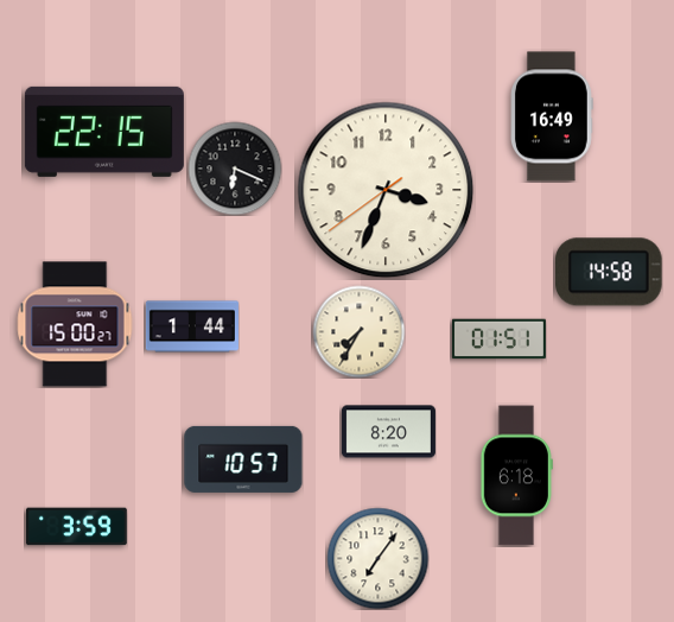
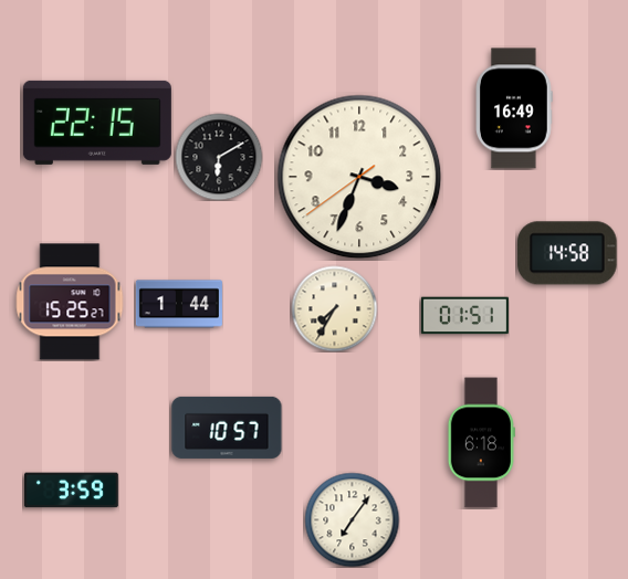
clock at (235, 169): 6:19 -> 6:10
clock at (75, 324): 15:00 -> 15:25
clock at (388, 432): 8:20 -> none
